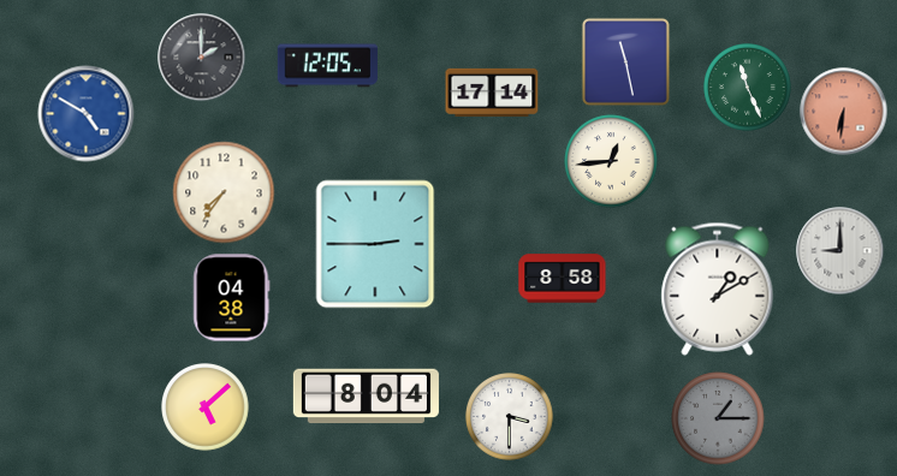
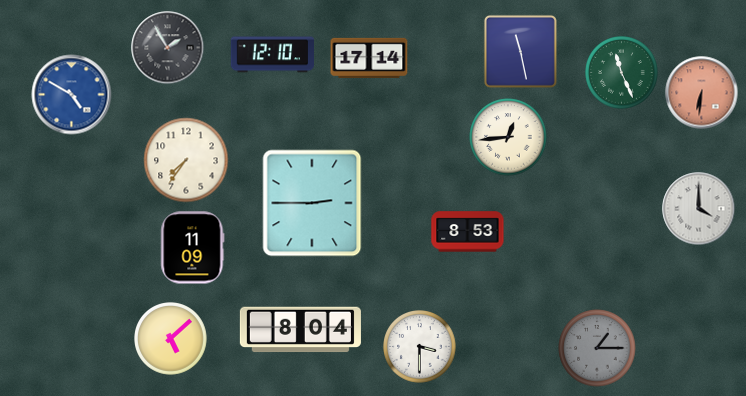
clock at (202, 58): 2:00 -> 1:55
clock at (327, 66): 12:05 -> 12:10
clock at (492, 93) position: (492, 93) -> (369, 58)
clock at (611, 161) position: (611, 161) -> (508, 137)
clock at (840, 251): 9:00 -> 4:00
clock at (563, 279): 8:58 -> 8:53
clock at (718, 288): 1:10 -> none
clock at (232, 298): 04:38 -> 11:09
clock at (366, 397) position: (366, 397) -> (300, 330)
clock at (510, 417) position: (510, 417) -> (420, 347)
